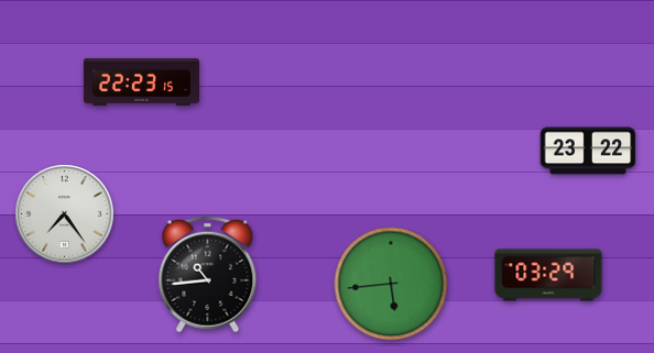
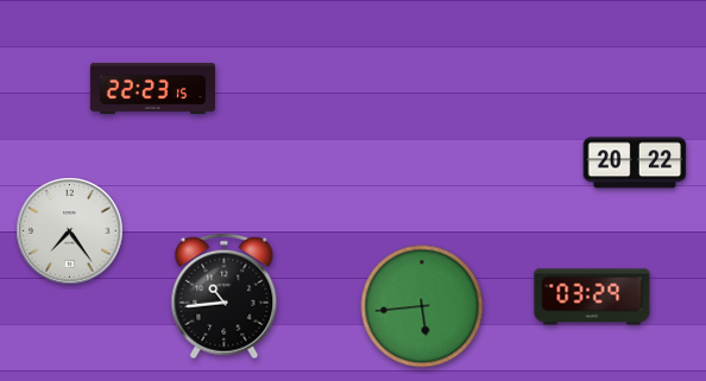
clock at (588, 151): 23:22 -> 20:22
